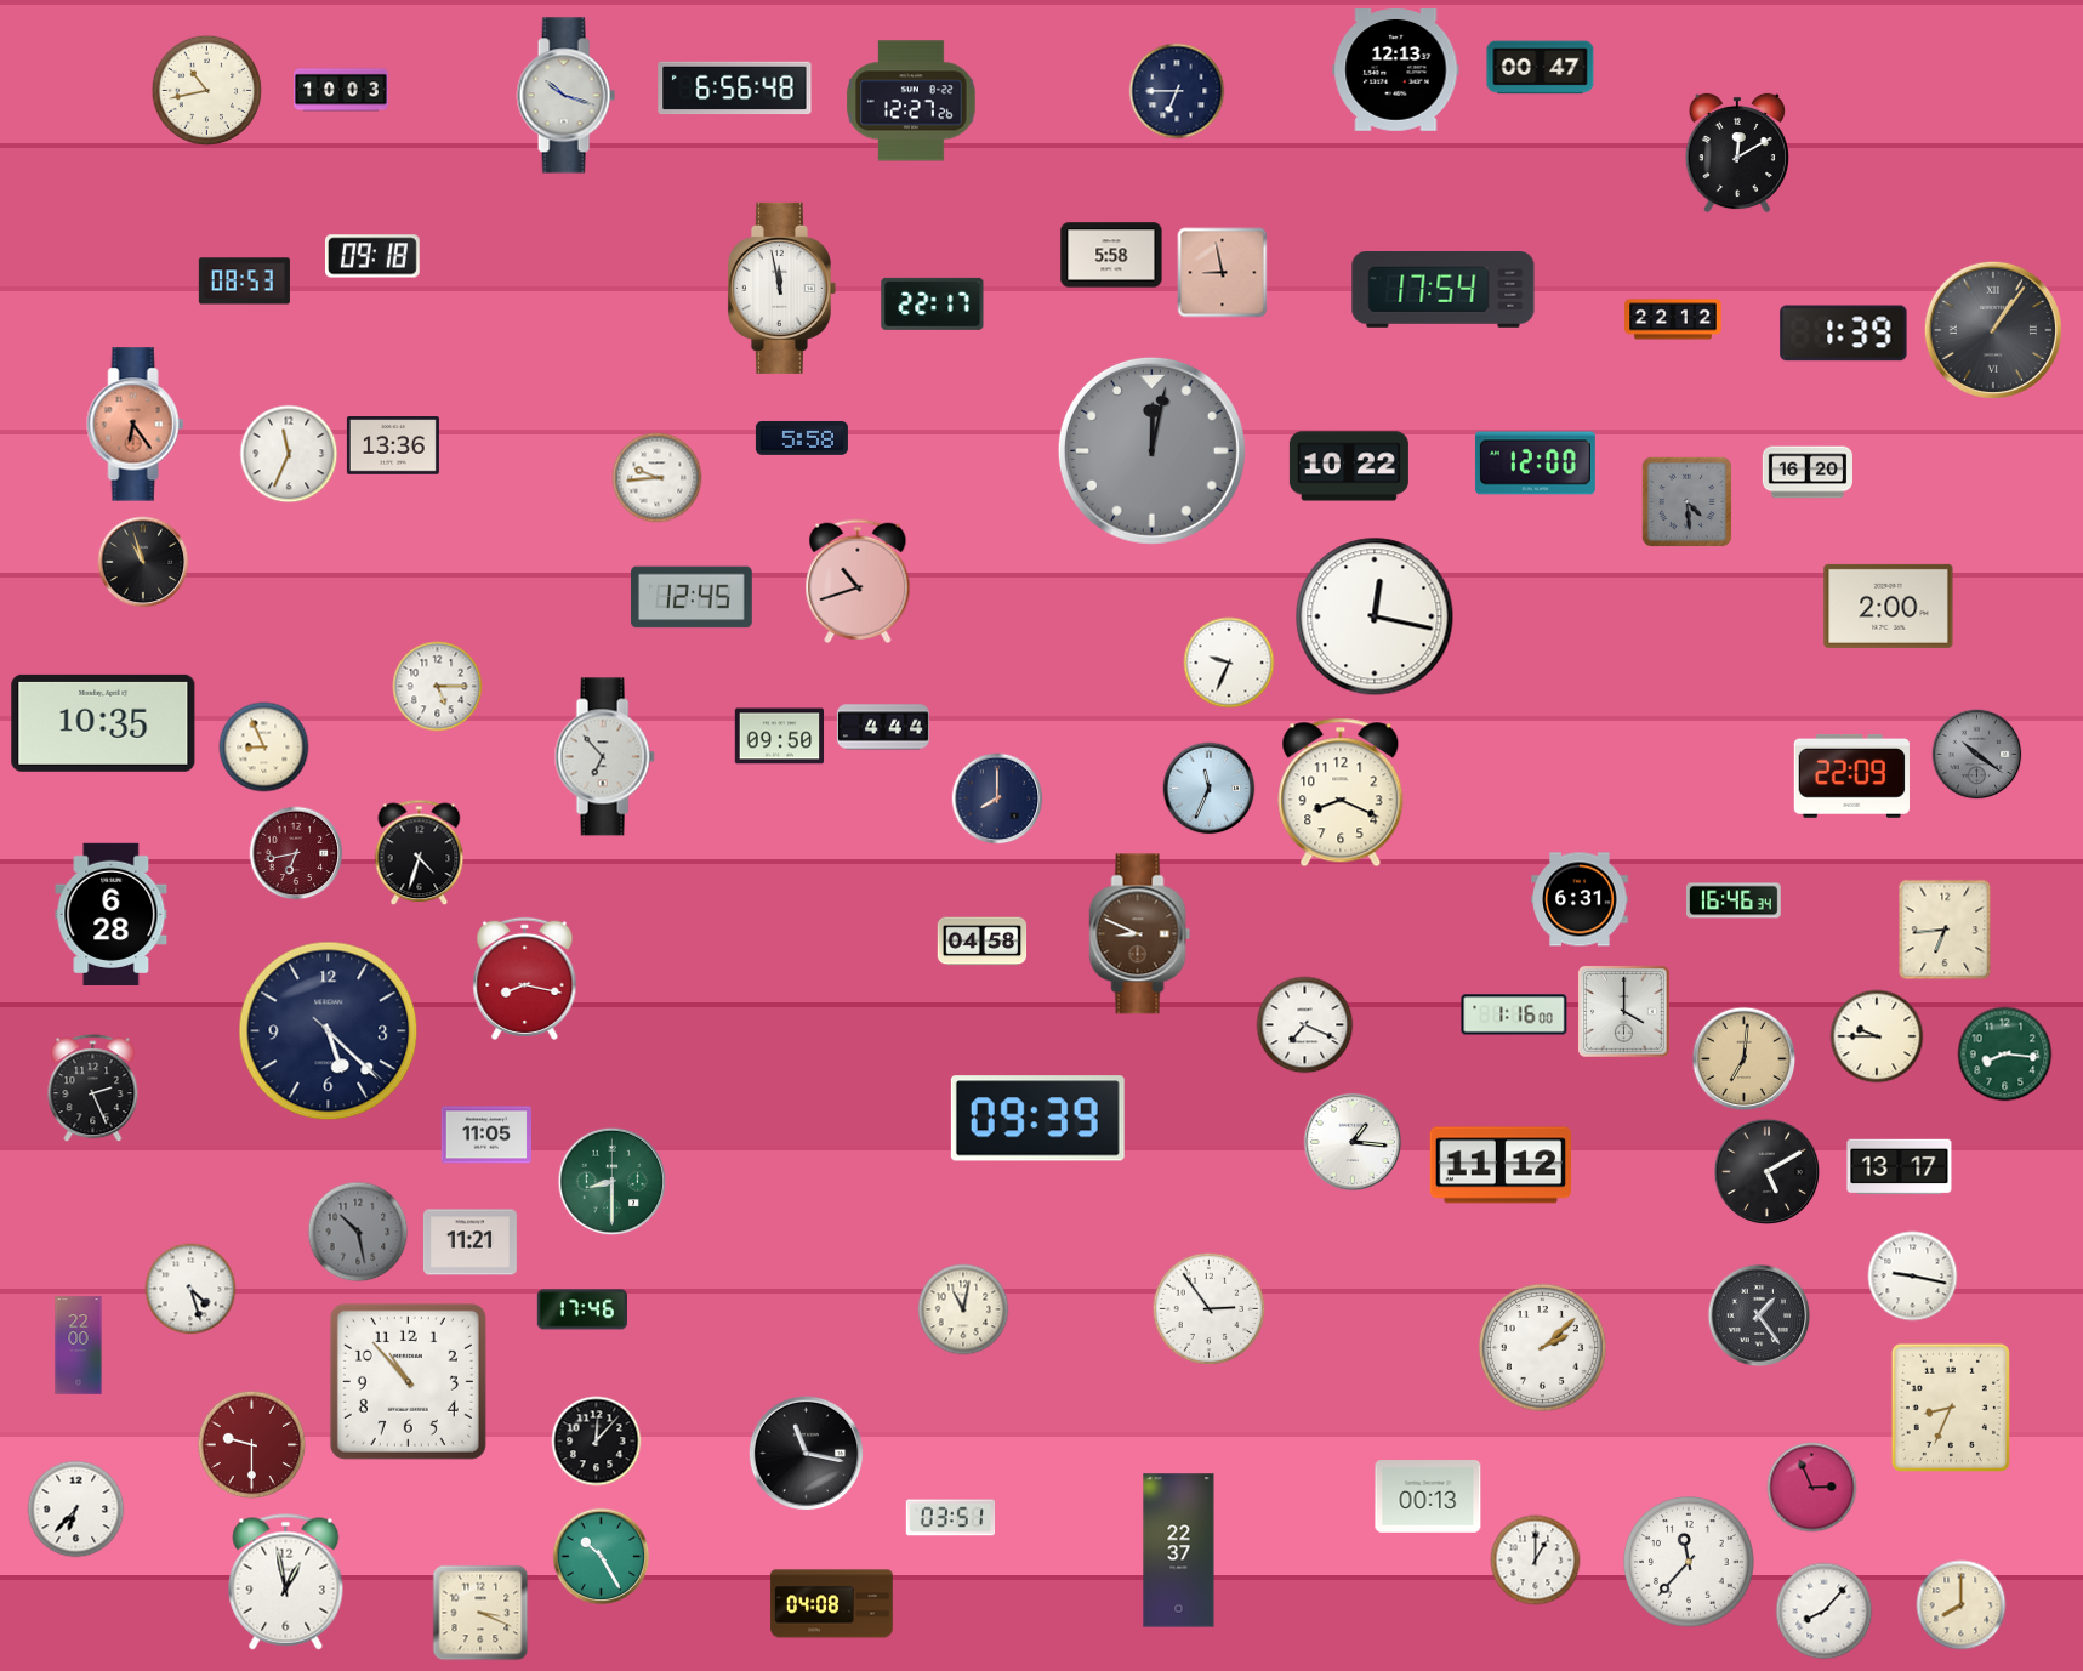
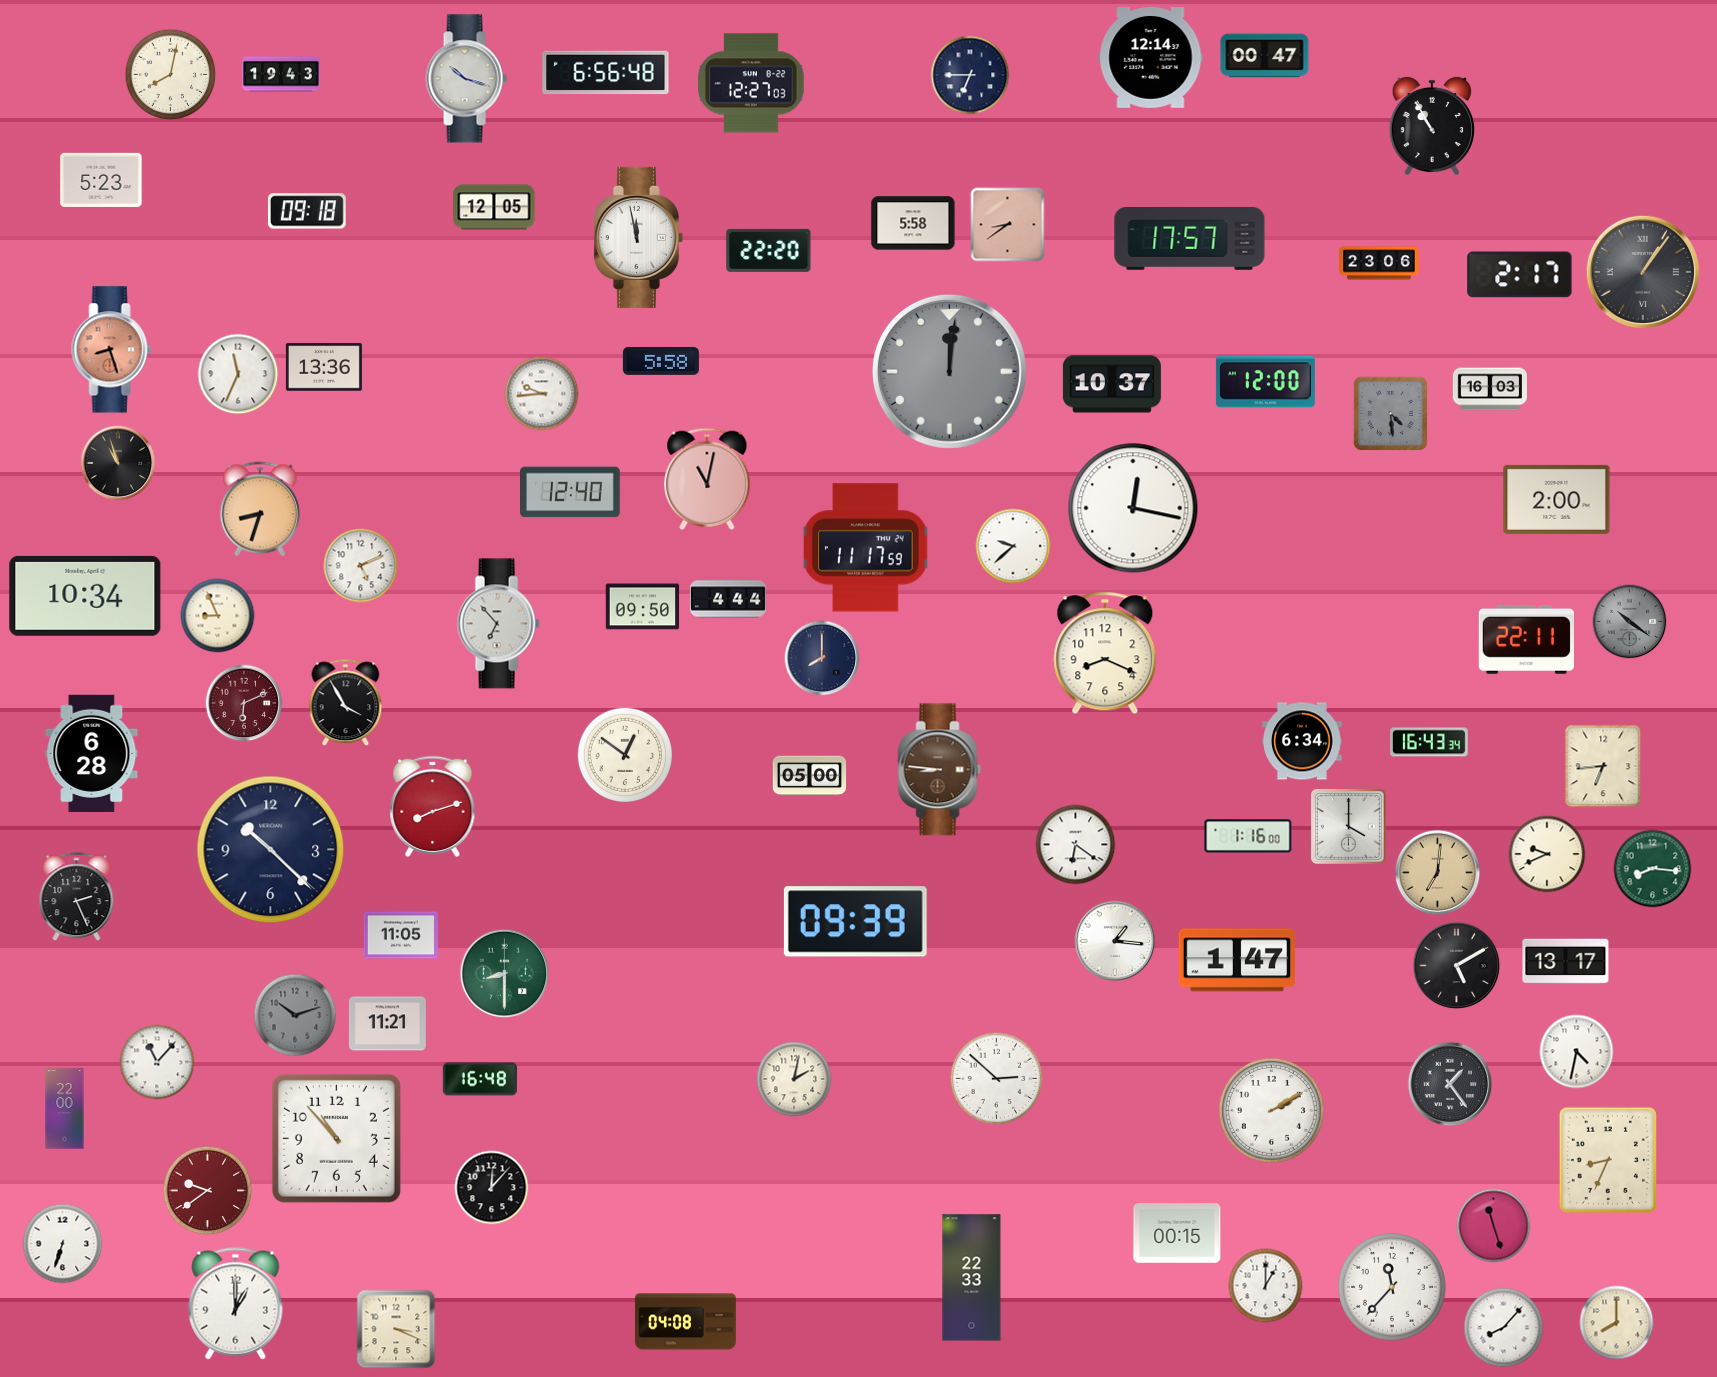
clock at (1541, 68) position: (1541, 68) -> (1265, 56)
clock at (1396, 70): 12:13 -> 12:14
clock at (342, 90): 10:03 -> 19:43
clock at (207, 91): 10:43 -> 8:02
clock at (911, 101): 12:27:26 -> 12:27:03
clock at (1737, 153): 12:10 -> 10:55
clock at (101, 180): none -> 5:23
clock at (494, 207): none -> 12:05
clock at (1111, 255) position: (1111, 255) -> (913, 223)
clock at (1223, 273): 8:58 -> 8:39
clock at (244, 282): 08:53 -> none
clock at (781, 288) position: (781, 288) -> (638, 237)
clock at (1444, 290): 17:54 -> 17:57
clock at (933, 303): 22:17 -> 22:20
clock at (1673, 319): 22:12 -> 23:06
clock at (1844, 334): 1:39 -> 2:17
clock at (136, 425): 6:24 -> 8:27
clock at (1151, 450): 12:02 -> 12:01
clock at (1349, 466): 10:22 -> 10:37
clock at (1806, 472): 16:20 -> 16:03
clock at (858, 581): 10:42 -> 11:02
clock at (693, 597): 12:45 -> 12:40
clock at (260, 509): none -> 8:33
clock at (1229, 663): 9:34 -> 9:38
clock at (866, 548): none -> 11:17
clock at (438, 687): 5:15 -> 5:11
clock at (103, 723): 10:35 -> 10:34
clock at (1851, 775): 22:09 -> 22:11
clock at (1210, 789): 11:34 -> none
clock at (296, 853): 6:43 -> 6:11
clock at (420, 853): 4:33 -> 3:55
clock at (1580, 899): 6:31 -> 6:34
clock at (1735, 900): 16:46 -> 16:43
clock at (624, 754): none -> 12:51
clock at (1140, 934): 8:49 -> 8:46
clock at (983, 942): 04:58 -> 05:00
clock at (525, 978): 8:17 -> 8:12
clock at (1624, 1011) position: (1624, 1011) -> (1349, 826)
clock at (1305, 1025): 7:19 -> 6:21
clock at (329, 1031): 5:22 -> 10:22
clock at (1877, 1036): 9:45 -> 9:41
clock at (1501, 1165): 11:12 -> 1:47
clock at (358, 1232): 10:28 -> 10:12
clock at (1913, 1277): 9:17 -> 4:32
clock at (190, 1289): 4:27 -> 11:07
clock at (582, 1309): 17:46 -> 16:48
clock at (963, 1309): 11:02 -> 2:02
clock at (1210, 1309): 2:54 -> 2:52
clock at (1542, 1347): 2:08 -> 2:10
clock at (252, 1445): 9:30 -> 9:39
clock at (807, 1454): 11:17 -> none
clock at (1812, 1488): 2:56 -> 11:27
clock at (1428, 1497): 00:13 -> 00:15
clock at (76, 1510): 6:37 -> 6:33
clock at (951, 1518): 03:51 -> none
clock at (1179, 1551): 22:37 -> 22:33
clock at (602, 1557): 10:25 -> none
clock at (286, 1582): 12:58 -> 1:00
